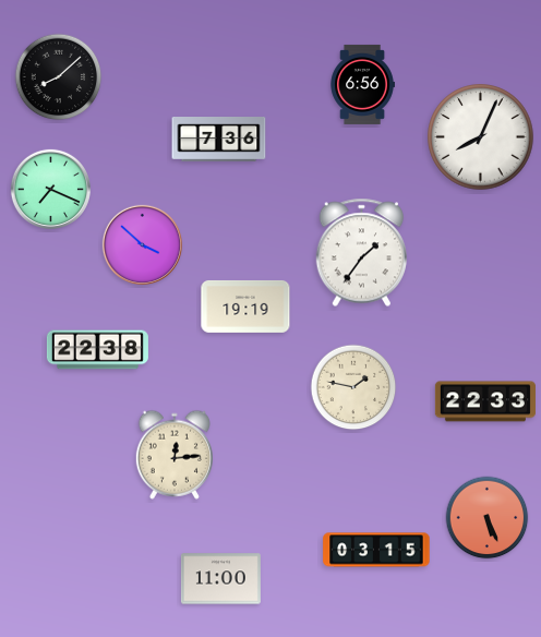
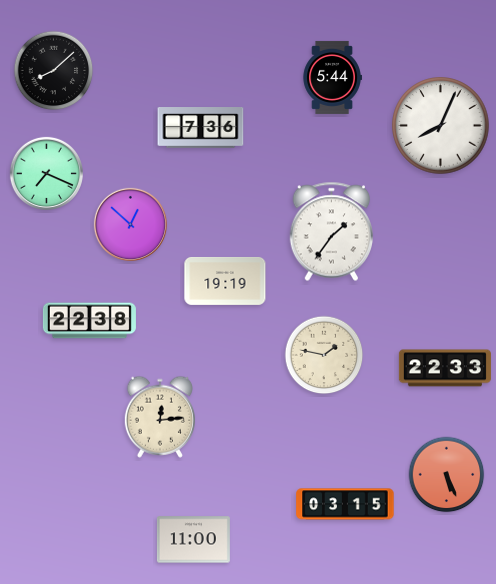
clock at (362, 84): 6:56 -> 5:44
clock at (142, 244): 3:52 -> 12:52
clock at (220, 579) position: (220, 579) -> (193, 540)
